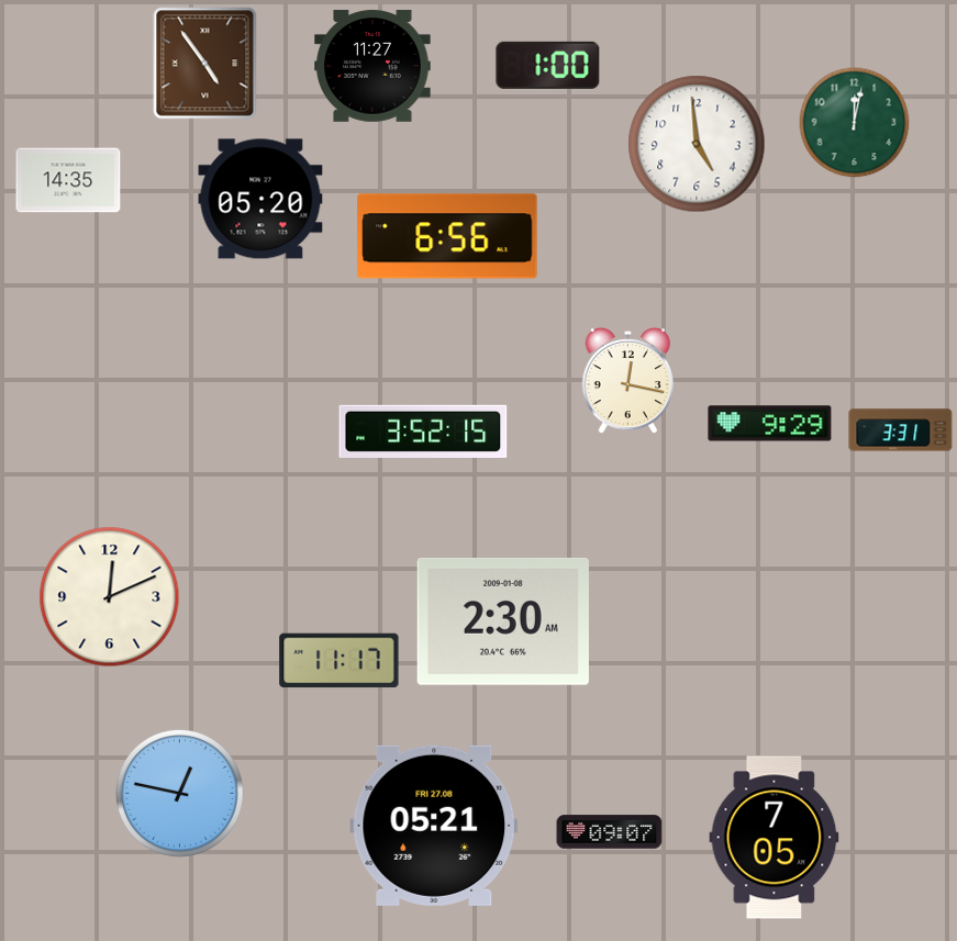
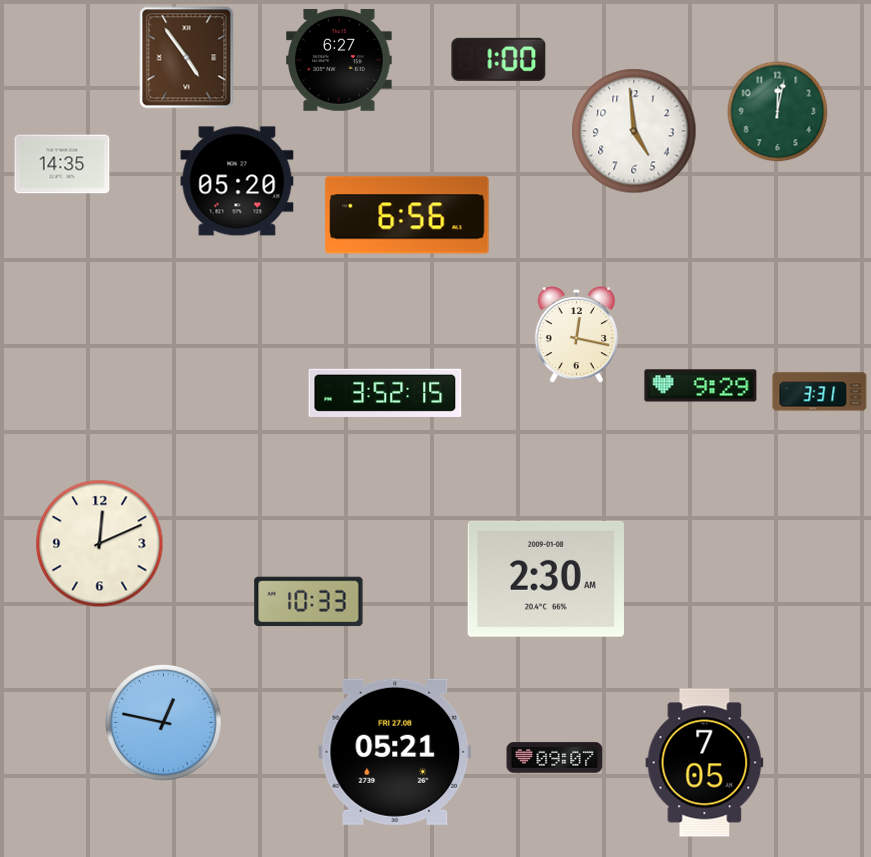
clock at (372, 66): 11:27 -> 6:27
clock at (627, 381) position: (627, 381) -> (576, 335)
clock at (503, 621) position: (503, 621) -> (546, 579)
clock at (340, 661): 11:17 -> 10:33
